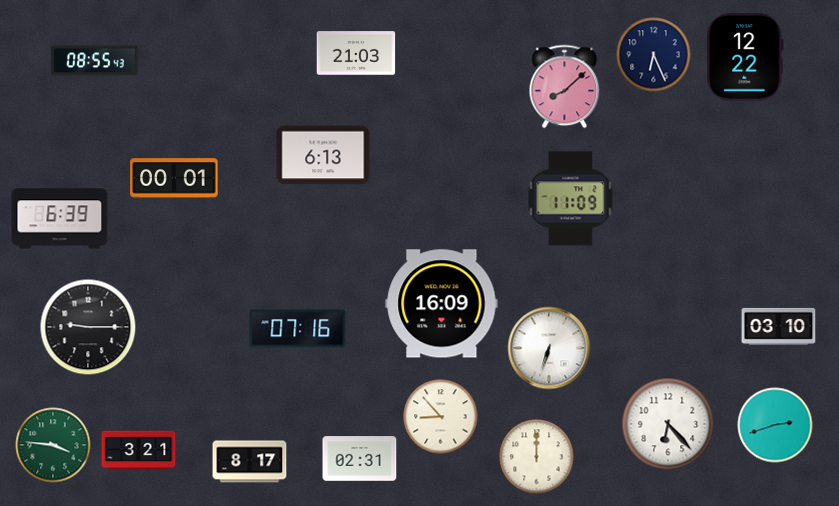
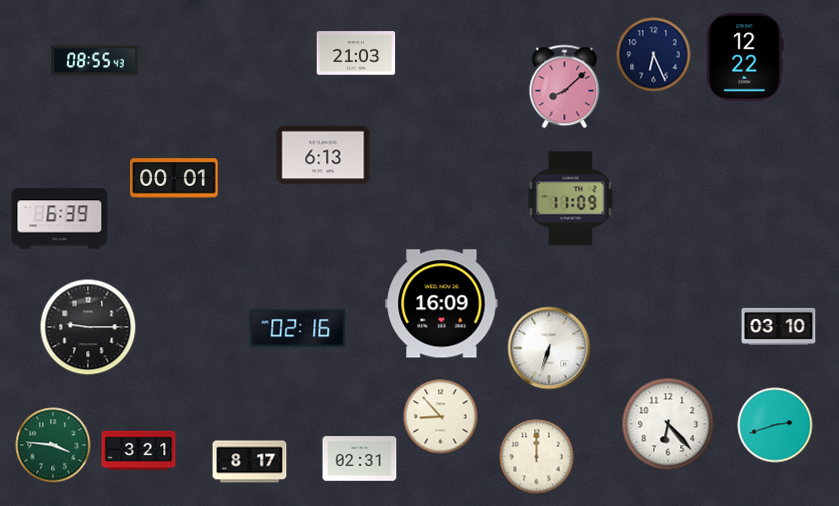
clock at (298, 329): 07:16 -> 02:16
